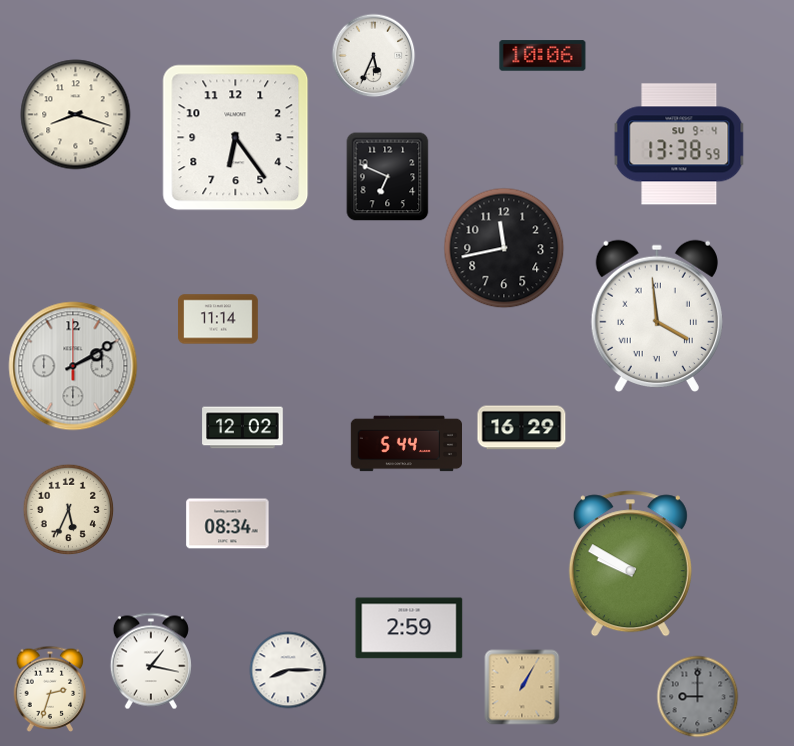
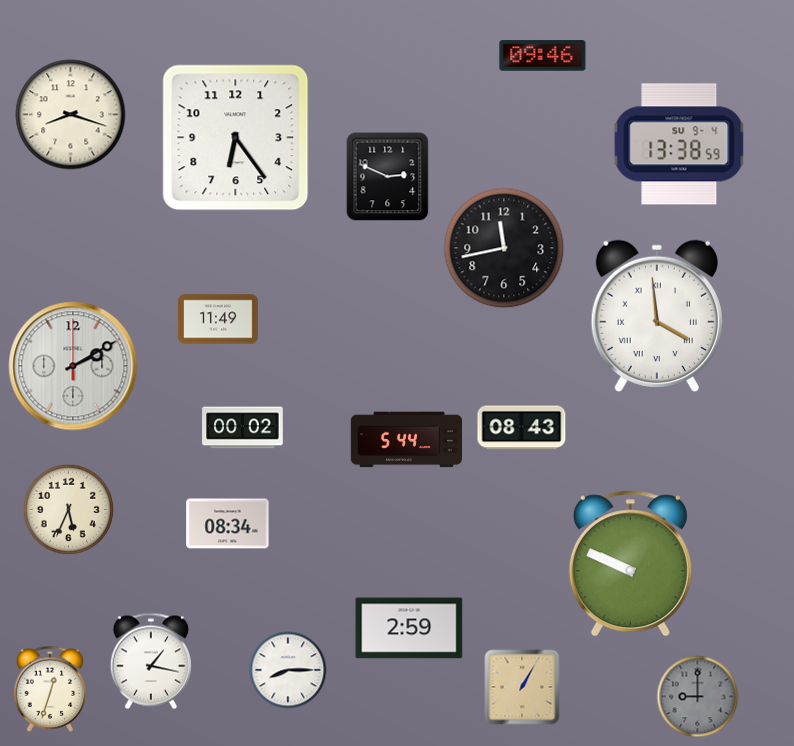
clock at (374, 56): 5:34 -> none
clock at (543, 56): 10:06 -> 09:46
clock at (76, 115) position: (76, 115) -> (71, 115)
clock at (388, 177): 6:49 -> 2:49
clock at (218, 319): 11:14 -> 11:49
clock at (243, 428): 12:02 -> 00:02
clock at (522, 428): 16:29 -> 08:43
clock at (406, 444) position: (406, 444) -> (406, 440)
clock at (630, 564): 9:50 -> 9:49
clock at (50, 689): 2:33 -> 12:33
